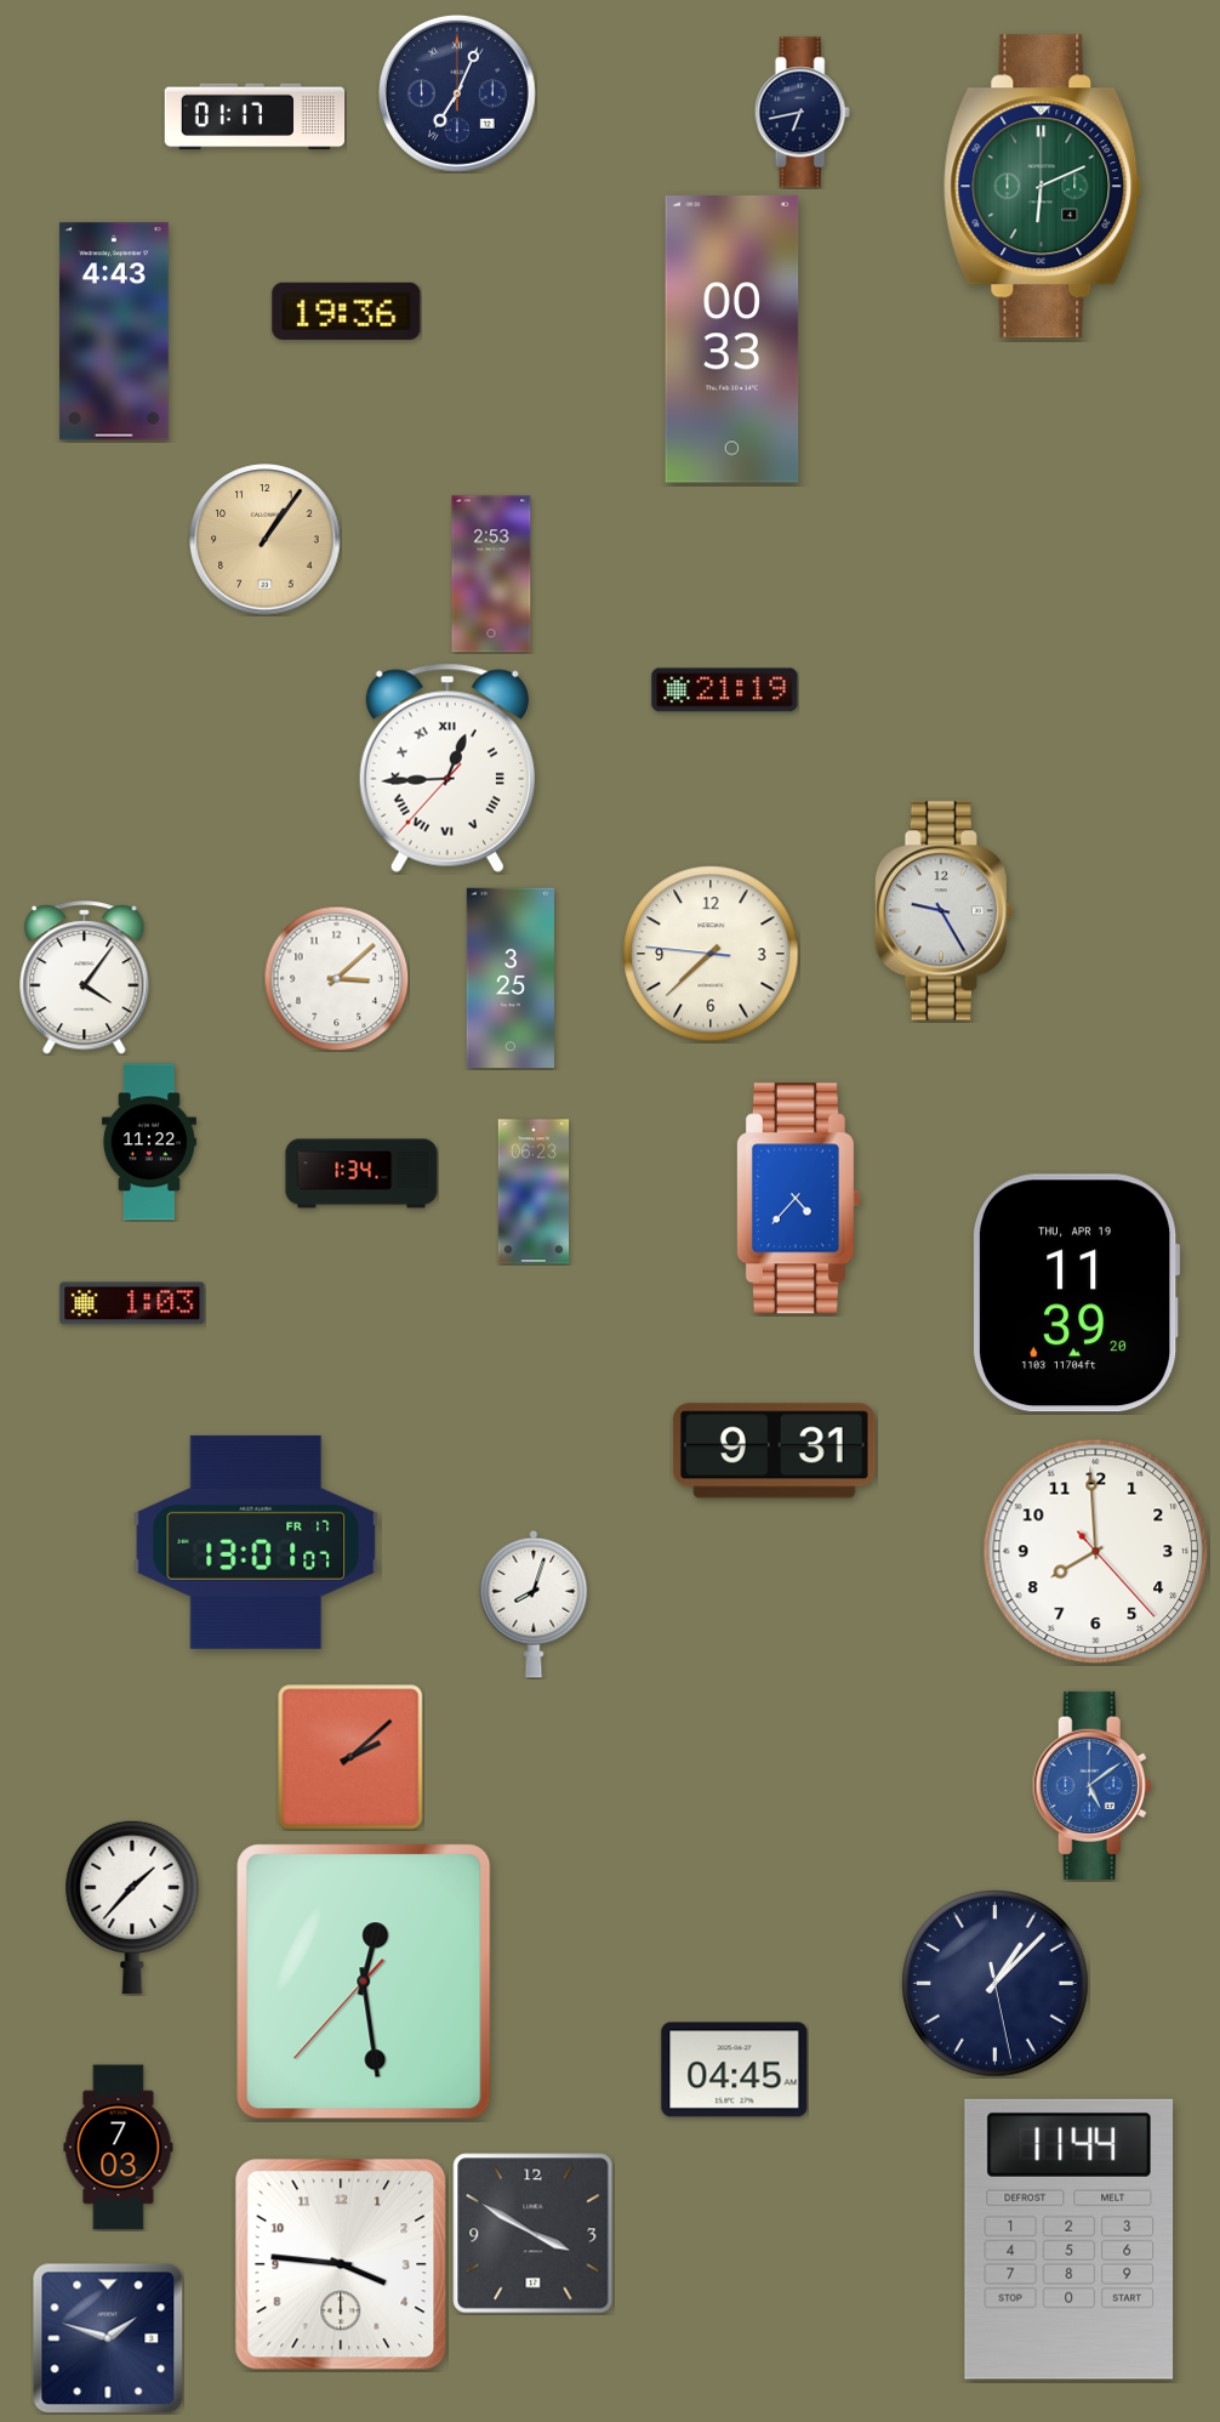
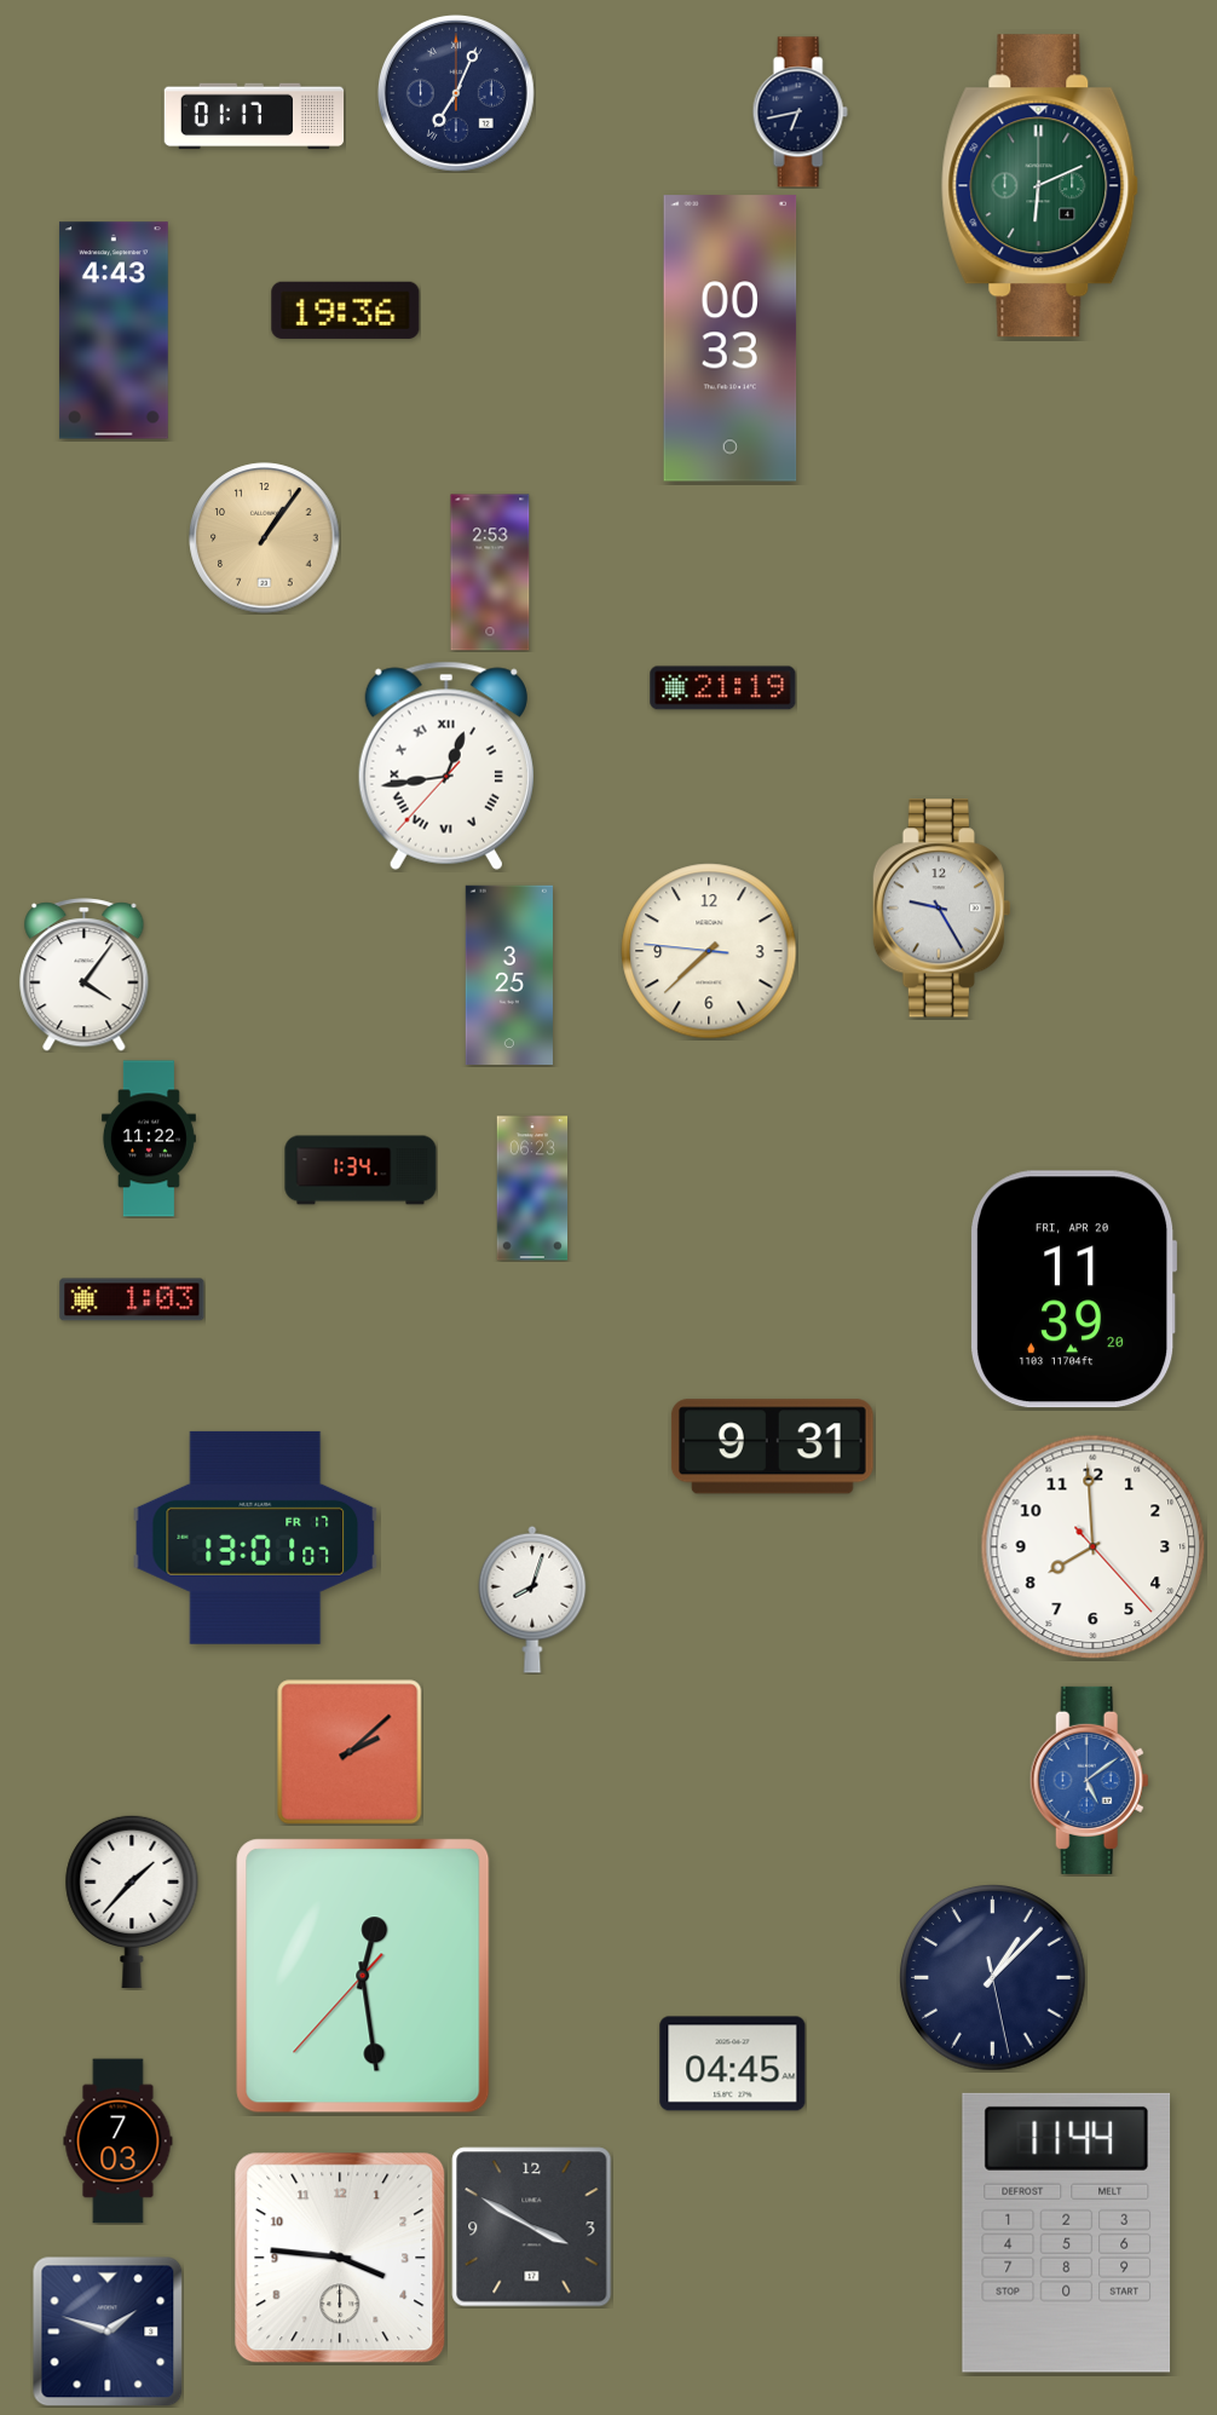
clock at (447, 768): 12:44 -> 12:43
clock at (336, 978): 3:08 -> none
clock at (798, 1199): 4:37 -> none
clock at (1077, 1294) date: THU, APR 19 -> FRI, APR 20
